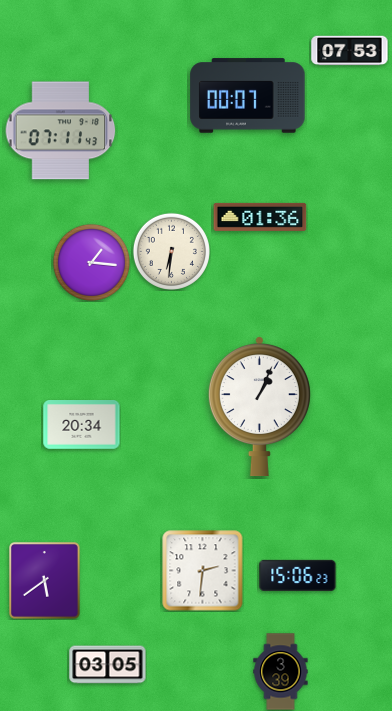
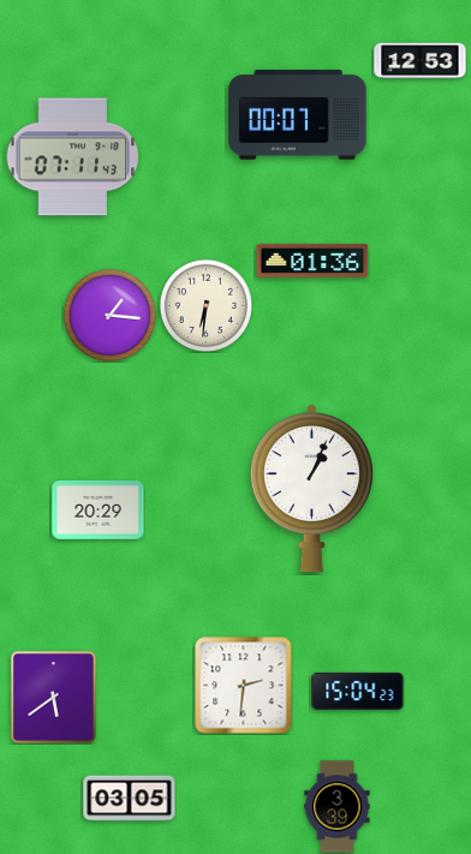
clock at (350, 51): 07:53 -> 12:53
clock at (171, 251) position: (171, 251) -> (205, 305)
clock at (82, 425): 20:34 -> 20:29
clock at (298, 575): 15:06 -> 15:04
